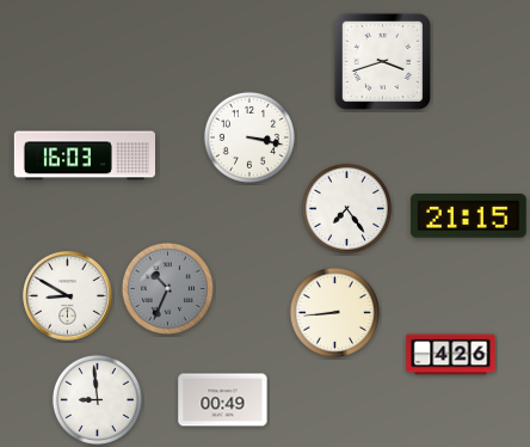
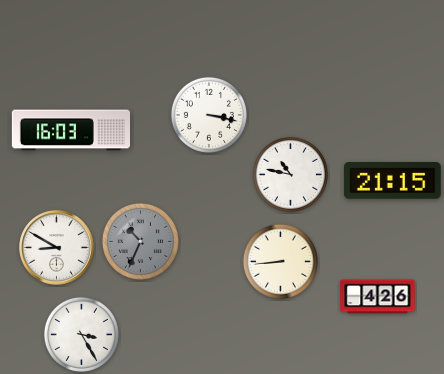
clock at (382, 61): 3:42 -> none
clock at (346, 208): 7:24 -> 10:47
clock at (97, 399): 8:59 -> 3:25
clock at (223, 400): 00:49 -> none
